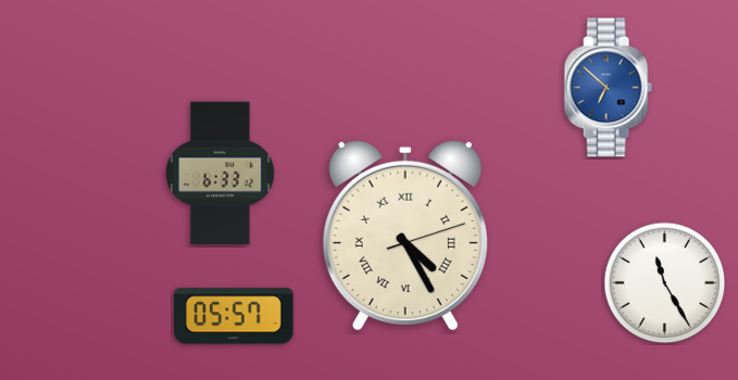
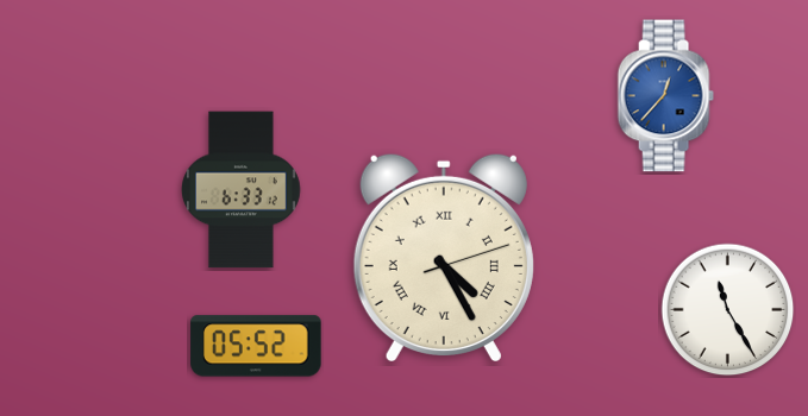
clock at (608, 88): 6:52 -> 12:37
clock at (234, 316): 05:57 -> 05:52
